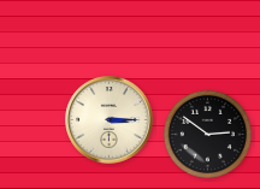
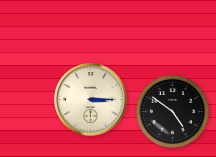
clock at (207, 134): 2:51 -> 4:51
